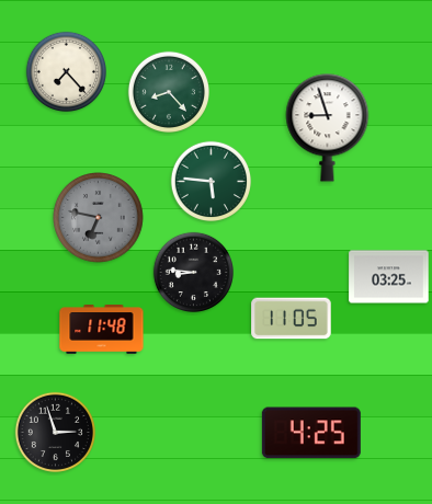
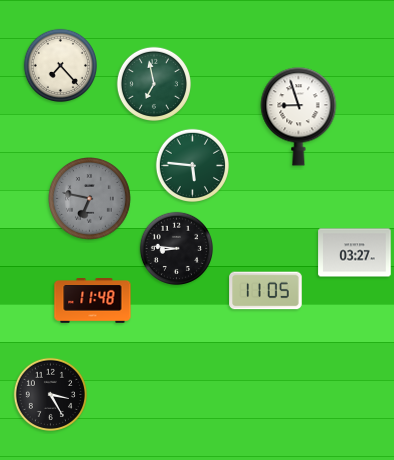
clock at (168, 91): 8:23 -> 6:58
clock at (389, 277): 03:25 -> 03:27
clock at (55, 432): 2:57 -> 3:25
clock at (311, 433): 4:25 -> none
